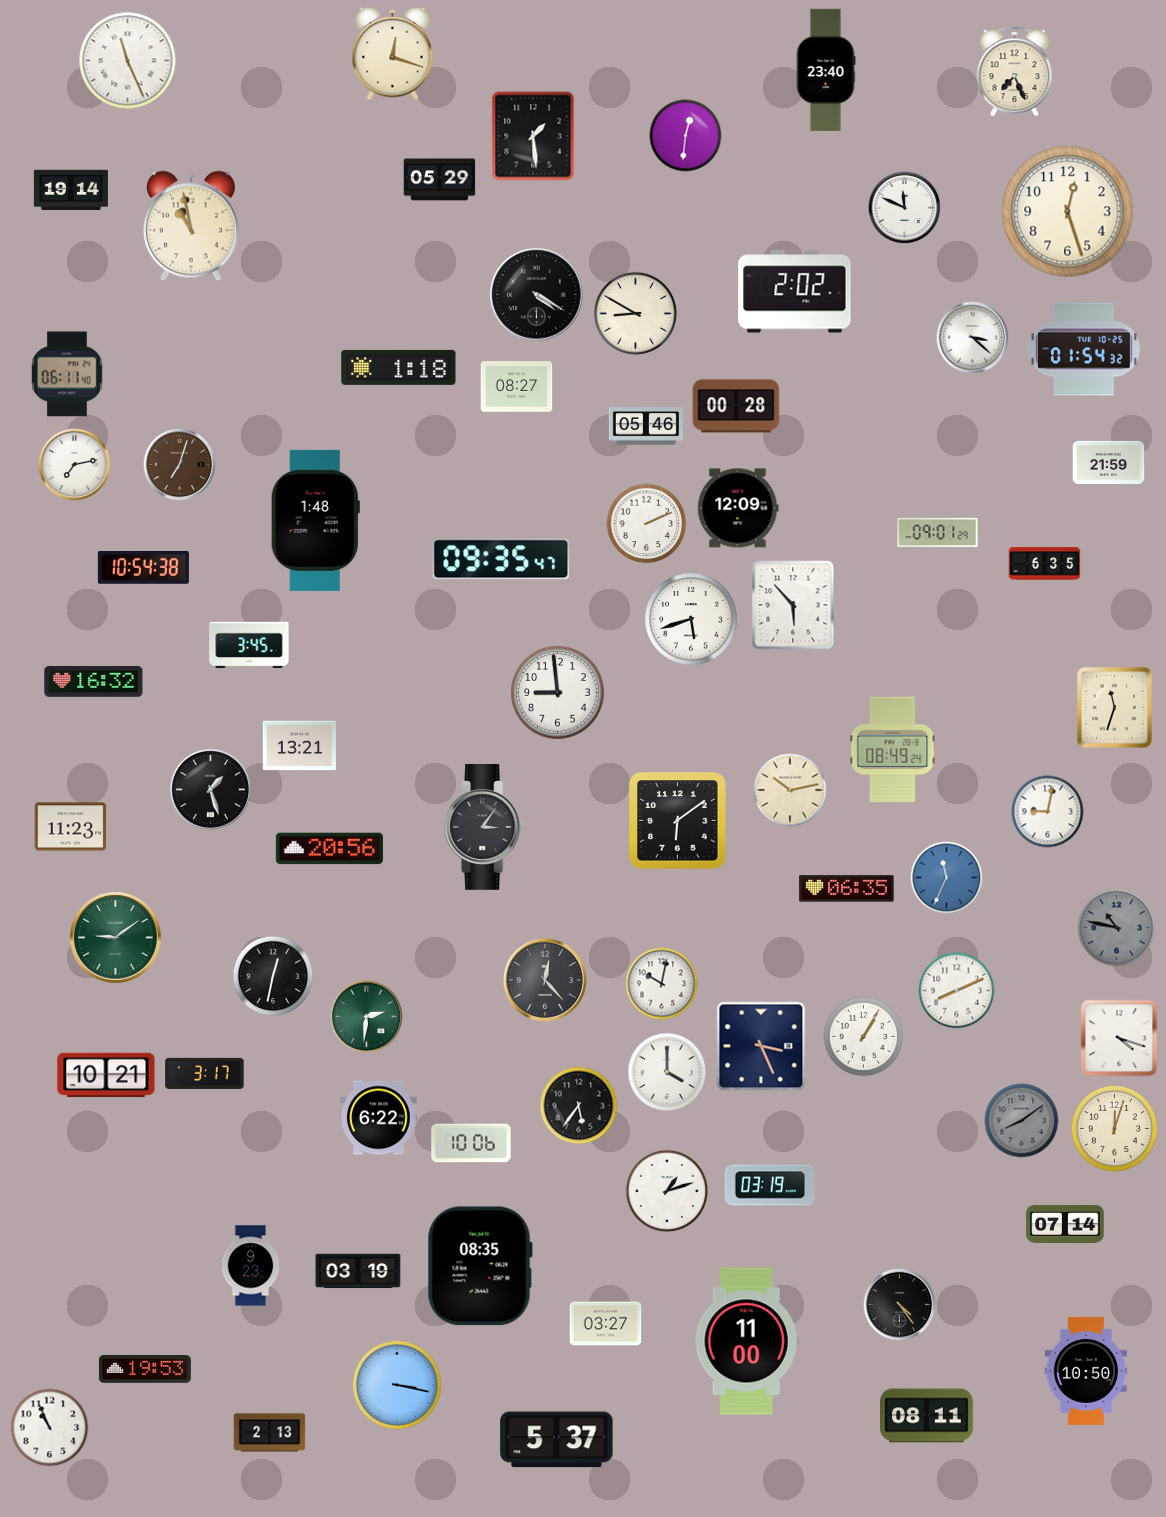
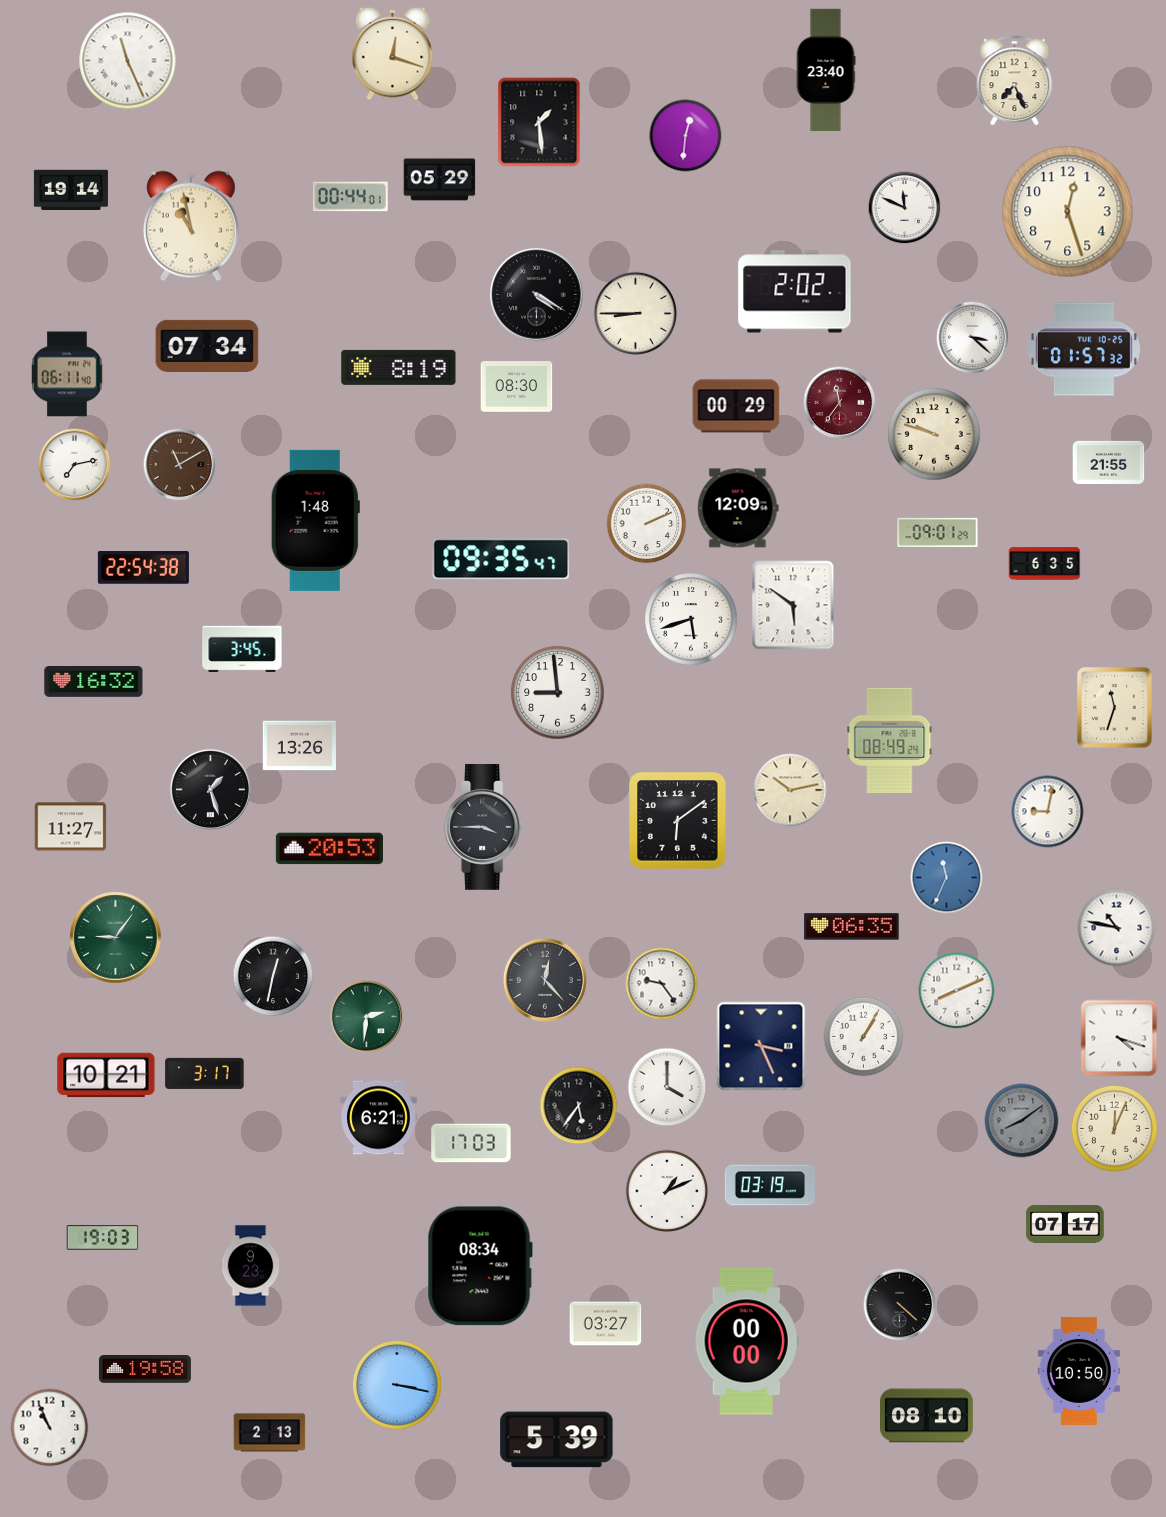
clock at (1015, 72) position: (1015, 72) -> (1015, 81)
clock at (533, 136) position: (533, 136) -> (539, 122)
clock at (350, 197): none -> 00:44
clock at (636, 314): 8:50 -> 8:45
clock at (207, 346): none -> 07:34
clock at (1084, 349): 01:54 -> 01:57
clock at (399, 367): 1:18 -> 8:19
clock at (517, 387): 08:27 -> 08:30
clock at (840, 403): none -> 11:36
clock at (736, 406): 00:28 -> 00:29
clock at (646, 426): 05:46 -> none
clock at (934, 434): none -> 9:48
clock at (1109, 462): 21:59 -> 21:55
clock at (180, 465): 7:03 -> 11:10
clock at (143, 568): 10:54 -> 22:54
clock at (793, 605): 5:53 -> 5:51
clock at (249, 645) position: (249, 645) -> (242, 649)
clock at (299, 746): 13:21 -> 13:26
clock at (893, 750) position: (893, 750) -> (890, 741)
clock at (71, 827): 11:23 -> 11:27
clock at (485, 827): 3:06 -> 3:45
clock at (329, 849): 20:56 -> 20:53
clock at (847, 889) position: (847, 889) -> (852, 927)
clock at (1117, 928) dial: grey -> white
clock at (116, 938): 9:09 -> 9:06
clock at (662, 984): 10:02 -> 9:24
clock at (667, 1072) position: (667, 1072) -> (667, 1087)
clock at (379, 1118): 6:22 -> 6:21
clock at (1114, 1128): 12:03 -> 12:04
clock at (471, 1143): 10:06 -> 17:03
clock at (667, 1191): 1:12 -> 1:11
clock at (1065, 1224): 07:14 -> 07:17
clock at (103, 1238): none -> 19:03
clock at (480, 1266): 08:35 -> 08:34
clock at (358, 1271): 03:19 -> none
clock at (900, 1305): 4:24 -> 4:22
clock at (747, 1341): 11:00 -> 00:00
clock at (145, 1370): 19:53 -> 19:58
clock at (1086, 1371) position: (1086, 1371) -> (1079, 1371)
clock at (927, 1416): 08:11 -> 08:10
clock at (557, 1440): 5:37 -> 5:39
